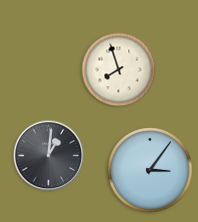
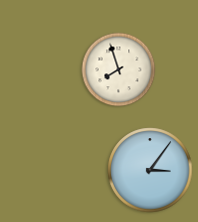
clock at (49, 156): 1:01 -> none
